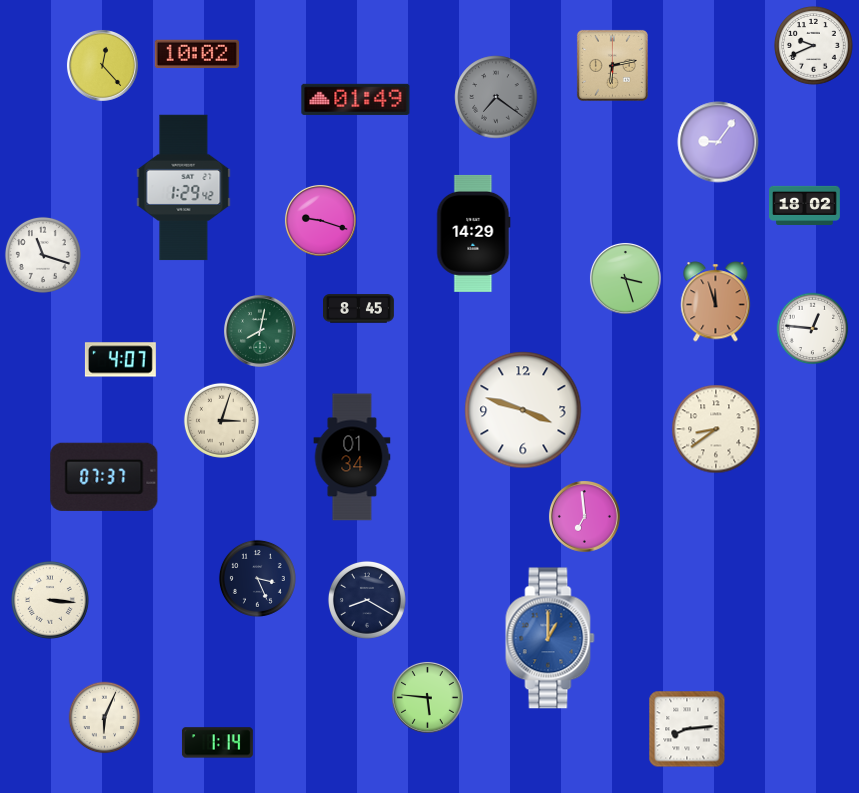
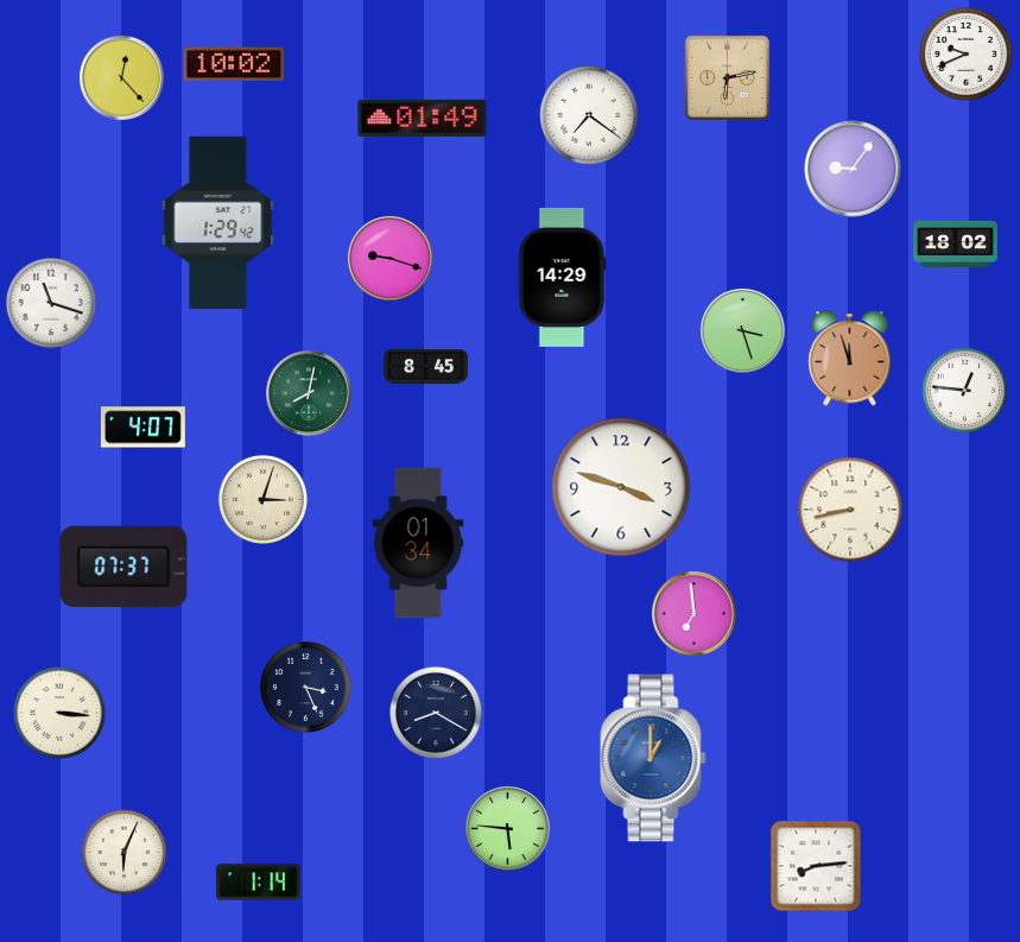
clock at (496, 97) dial: grey -> white
clock at (320, 220) position: (320, 220) -> (389, 258)
clock at (716, 429): 8:39 -> 8:43
